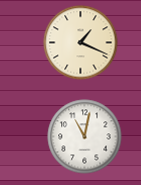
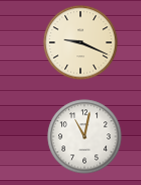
clock at (81, 43): 1:19 -> 9:19
